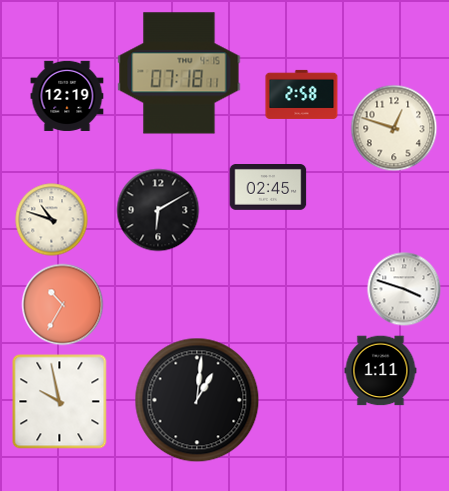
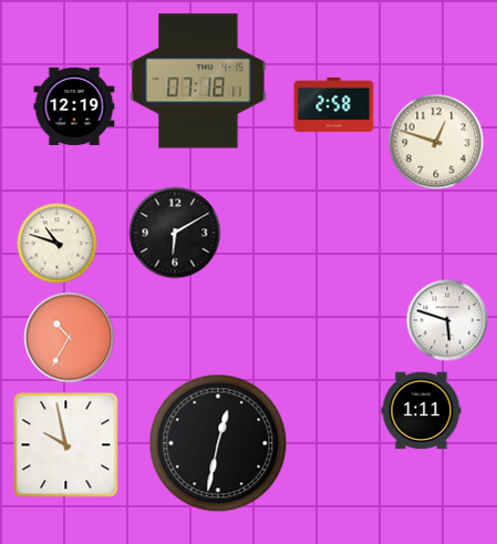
clock at (268, 188): 02:45 -> none
clock at (404, 289): 3:48 -> 5:48
clock at (197, 400): 1:01 -> 12:32
